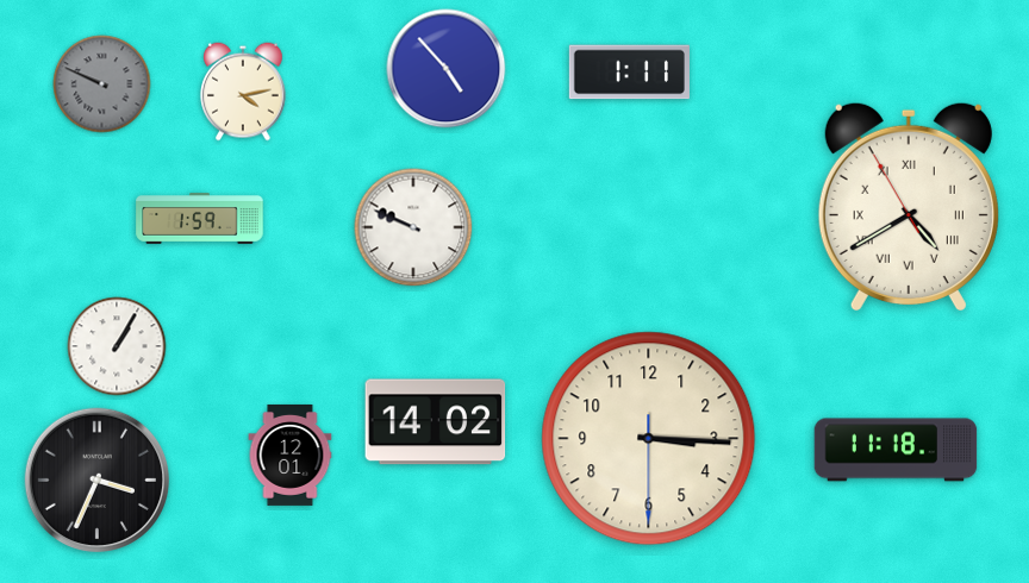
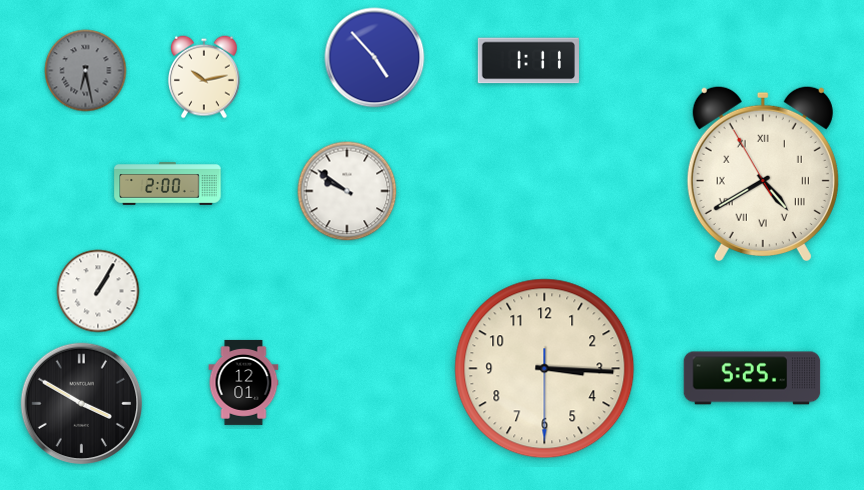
clock at (102, 84): 9:49 -> 6:28
clock at (243, 92): 4:13 -> 10:13
clock at (200, 219): 1:59 -> 2:00
clock at (413, 227): 9:49 -> 9:51
clock at (436, 422): 14:02 -> none
clock at (896, 450): 11:18 -> 5:25
clock at (96, 479): 3:34 -> 3:50
